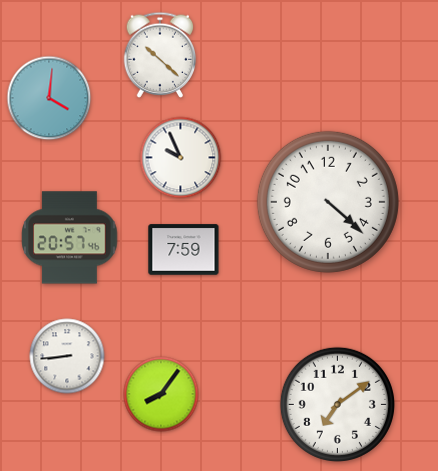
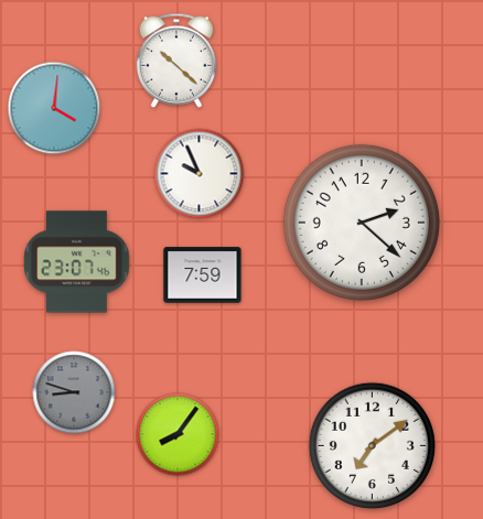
clock at (328, 202): 4:22 -> 2:22
clock at (70, 238): 20:57 -> 23:07
clock at (67, 356): 8:44 -> 8:48
clock at (67, 356) dial: white -> grey
